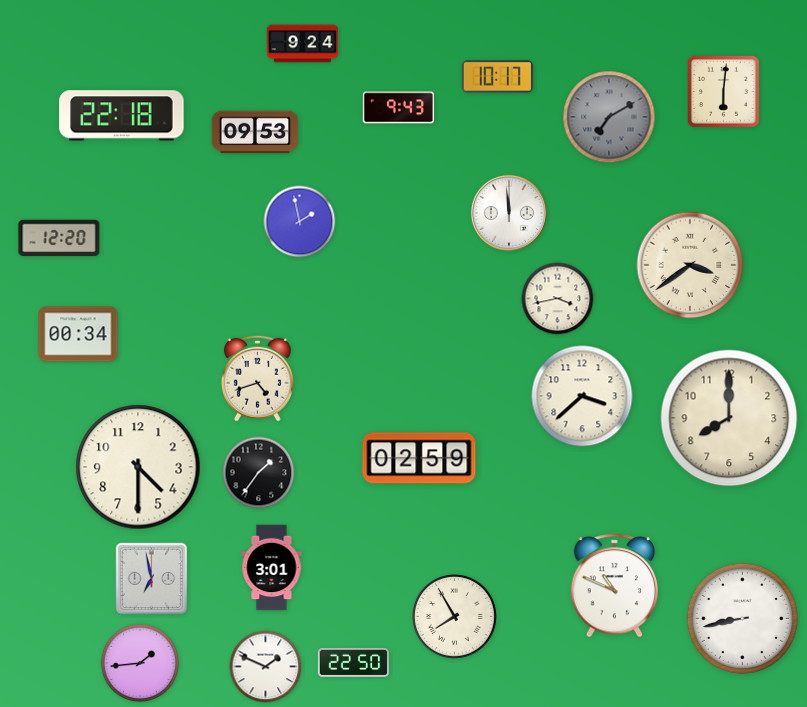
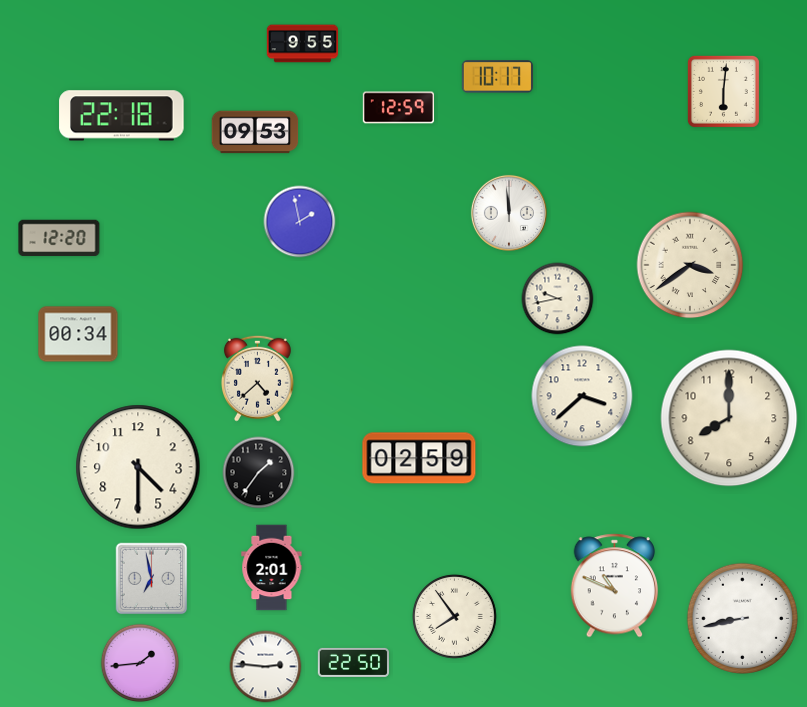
clock at (303, 44): 9:24 -> 9:55
clock at (399, 108): 9:43 -> 12:59
clock at (609, 117): 7:10 -> none
clock at (558, 299): 3:43 -> 9:43
clock at (257, 378): 4:42 -> 4:38
clock at (272, 568): 3:01 -> 2:01
clock at (455, 617): 7:55 -> 7:54
clock at (266, 667): 1:49 -> 2:46
